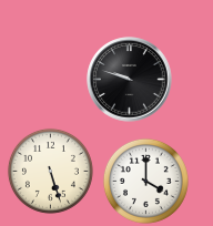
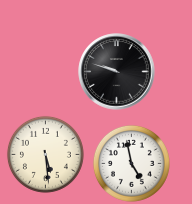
clock at (50, 171): 5:27 -> 5:29
clock at (145, 181): 4:00 -> 4:58
